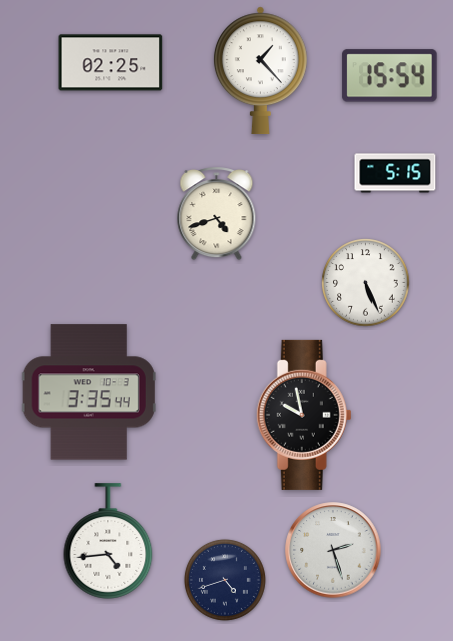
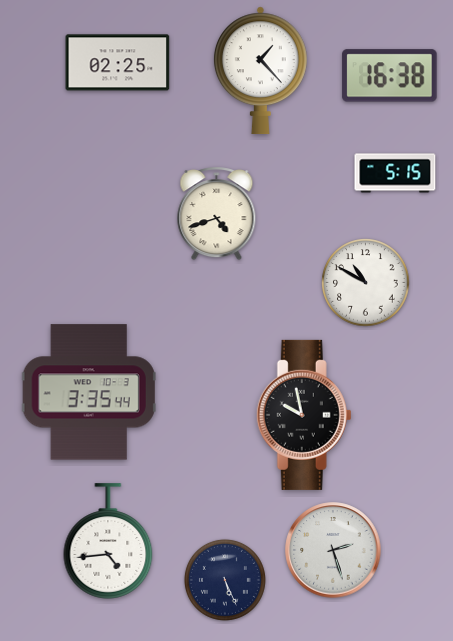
clock at (111, 63) position: (111, 63) -> (118, 63)
clock at (390, 76): 15:54 -> 16:38
clock at (366, 283): 5:26 -> 10:50
clock at (225, 580): 4:42 -> 5:26
